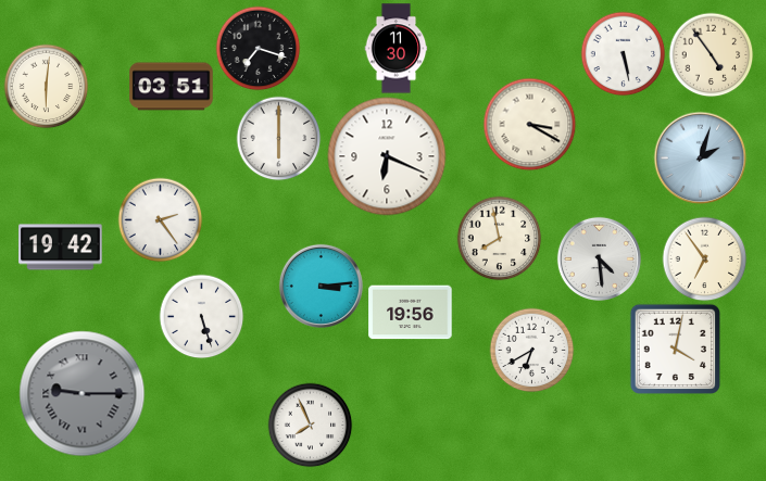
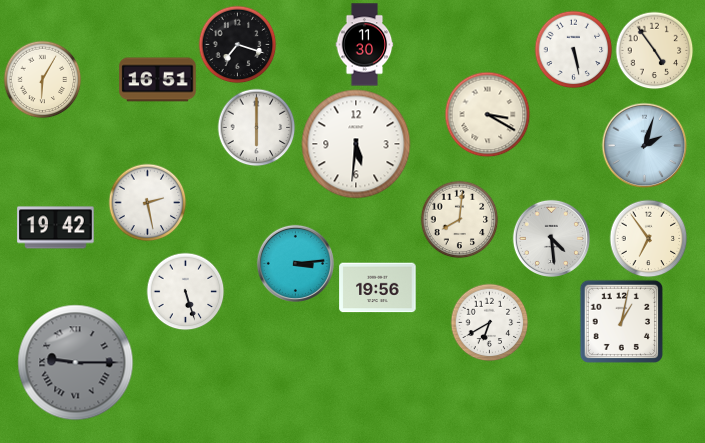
clock at (46, 86): 6:01 -> 6:05
clock at (172, 87): 03:51 -> 16:51
clock at (387, 156): 6:19 -> 5:31
clock at (160, 219): 2:24 -> 2:28
clock at (499, 238): 7:58 -> 8:01
clock at (675, 349): 4:02 -> 1:02
clock at (310, 425): 7:56 -> none
